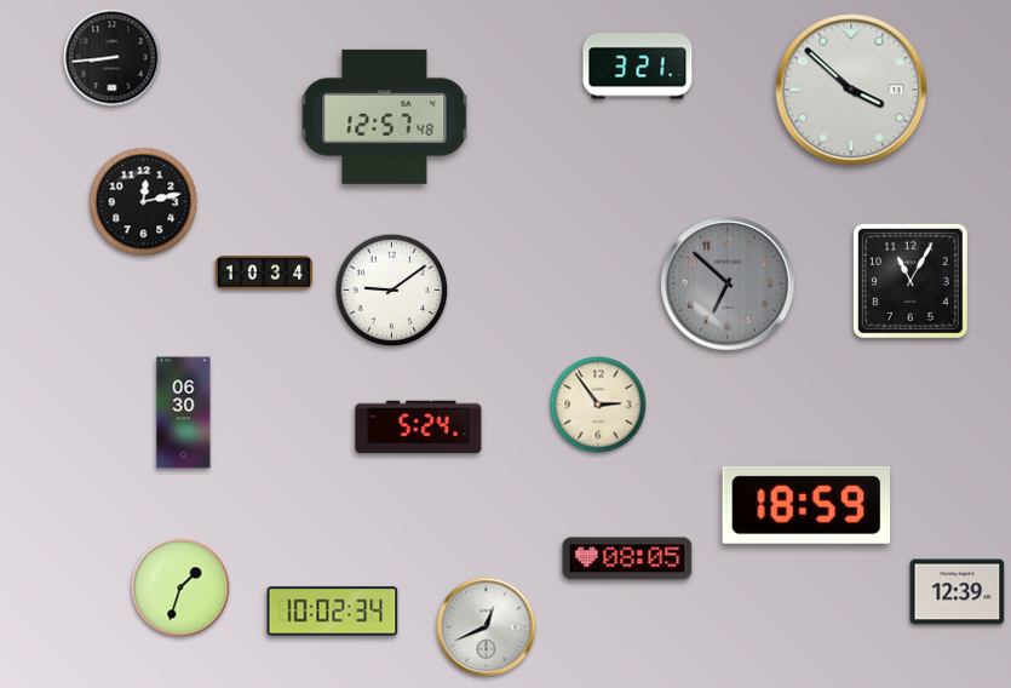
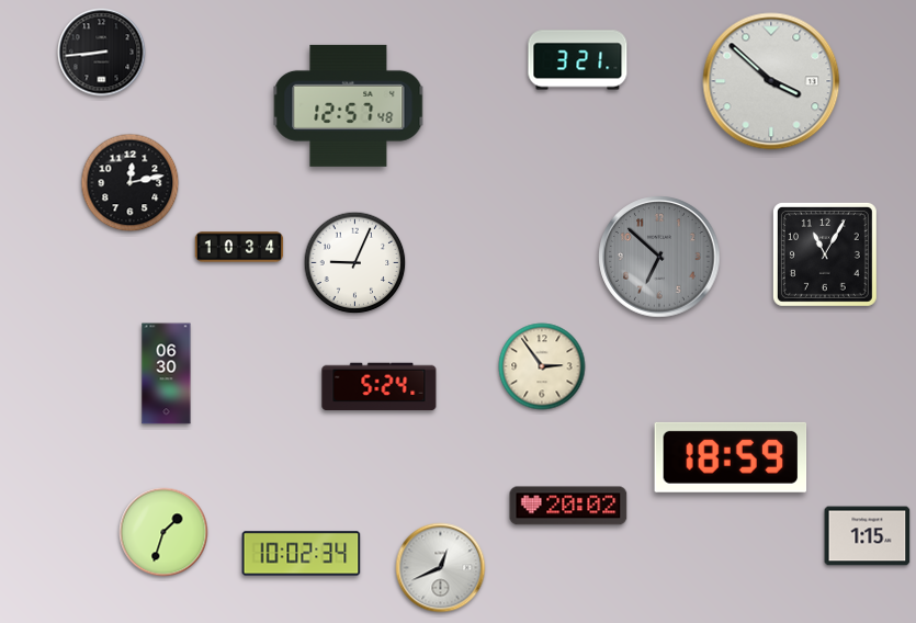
clock at (392, 291): 9:09 -> 9:04
clock at (627, 558): 08:05 -> 20:02
clock at (958, 592): 12:39 -> 1:15
